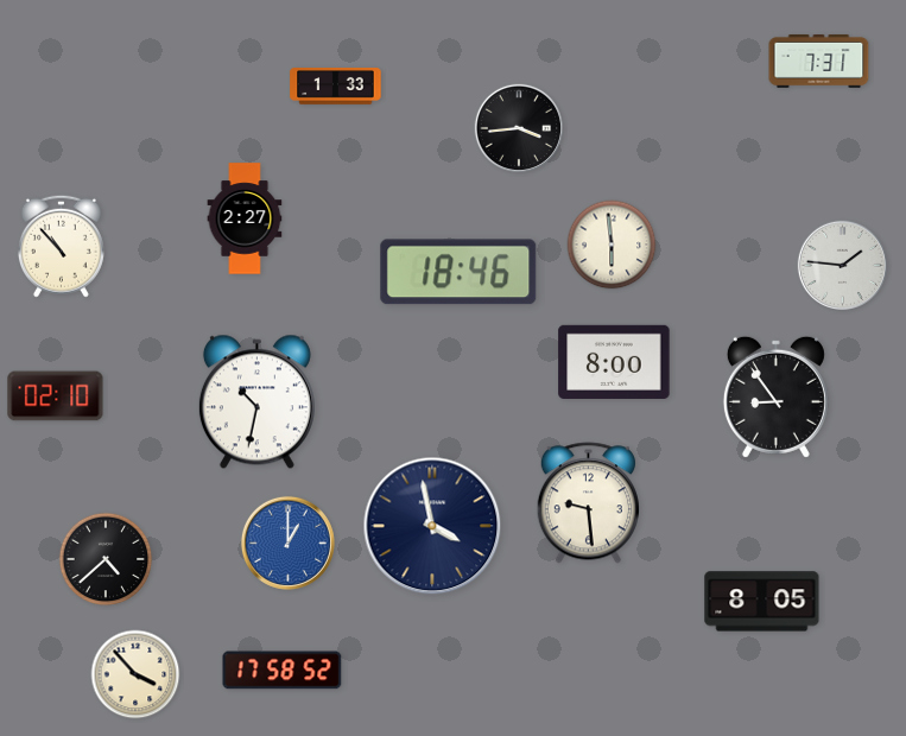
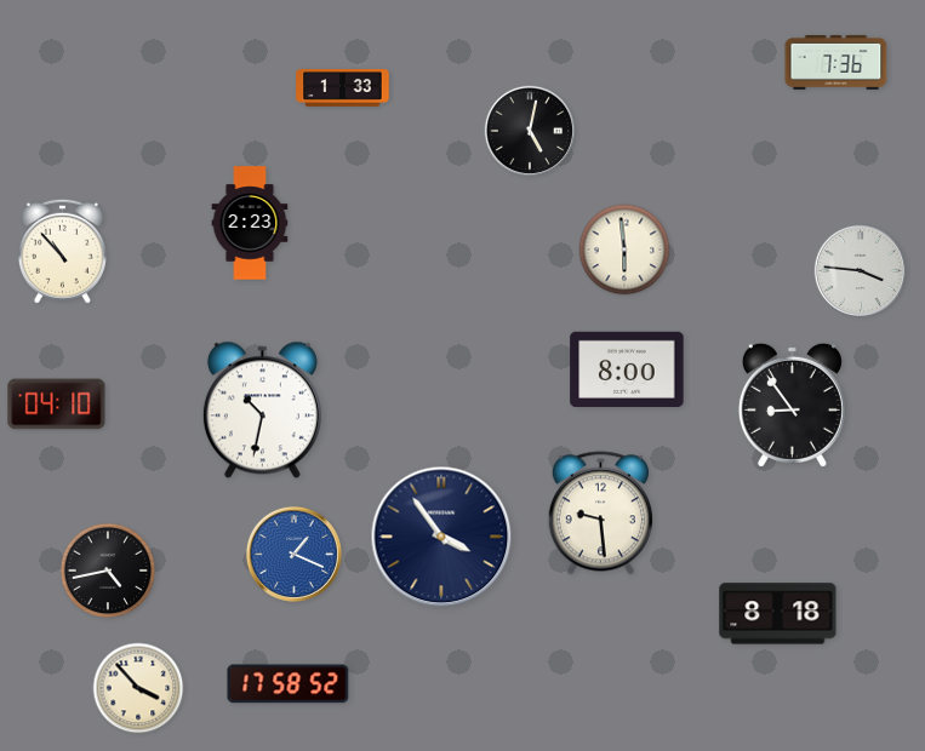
clock at (819, 61): 7:31 -> 7:36
clock at (518, 127): 3:44 -> 5:02
clock at (245, 218): 2:27 -> 2:23
clock at (842, 265): 1:46 -> 3:46
clock at (458, 272): 18:46 -> none
clock at (56, 396): 02:10 -> 04:10
clock at (432, 526): 3:58 -> 3:54
clock at (287, 543): 1:00 -> 1:19
clock at (106, 559): 4:38 -> 4:43
clock at (762, 602): 8:05 -> 8:18
